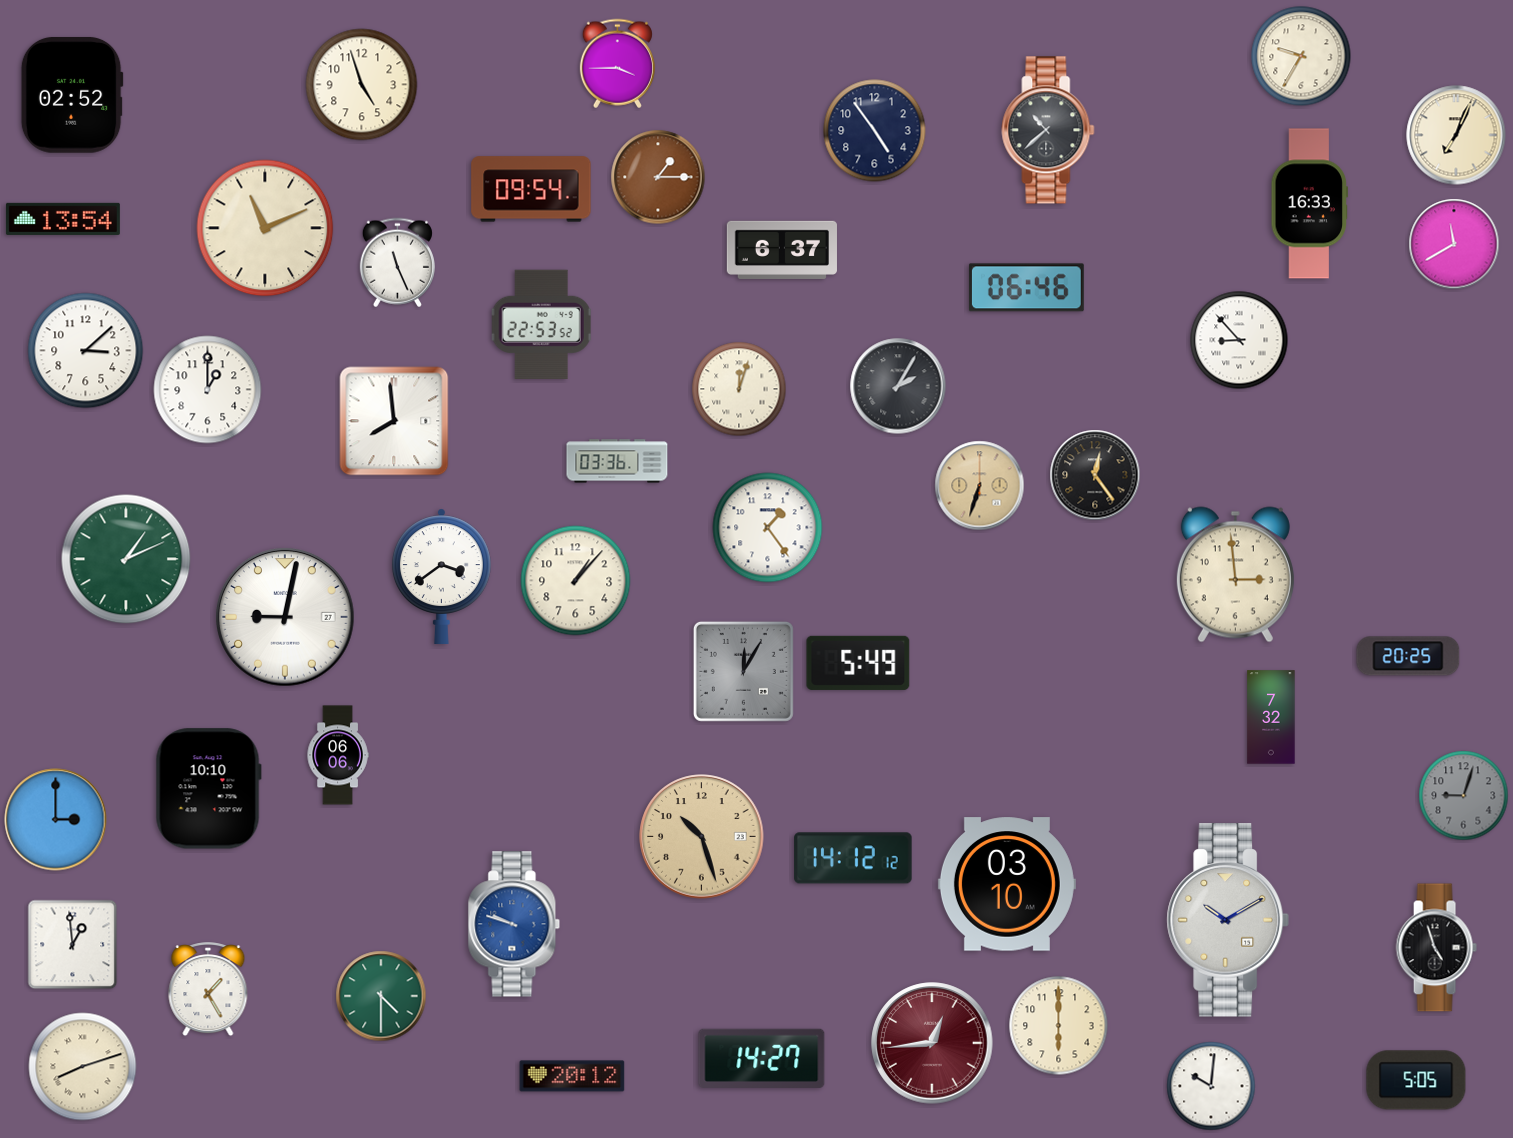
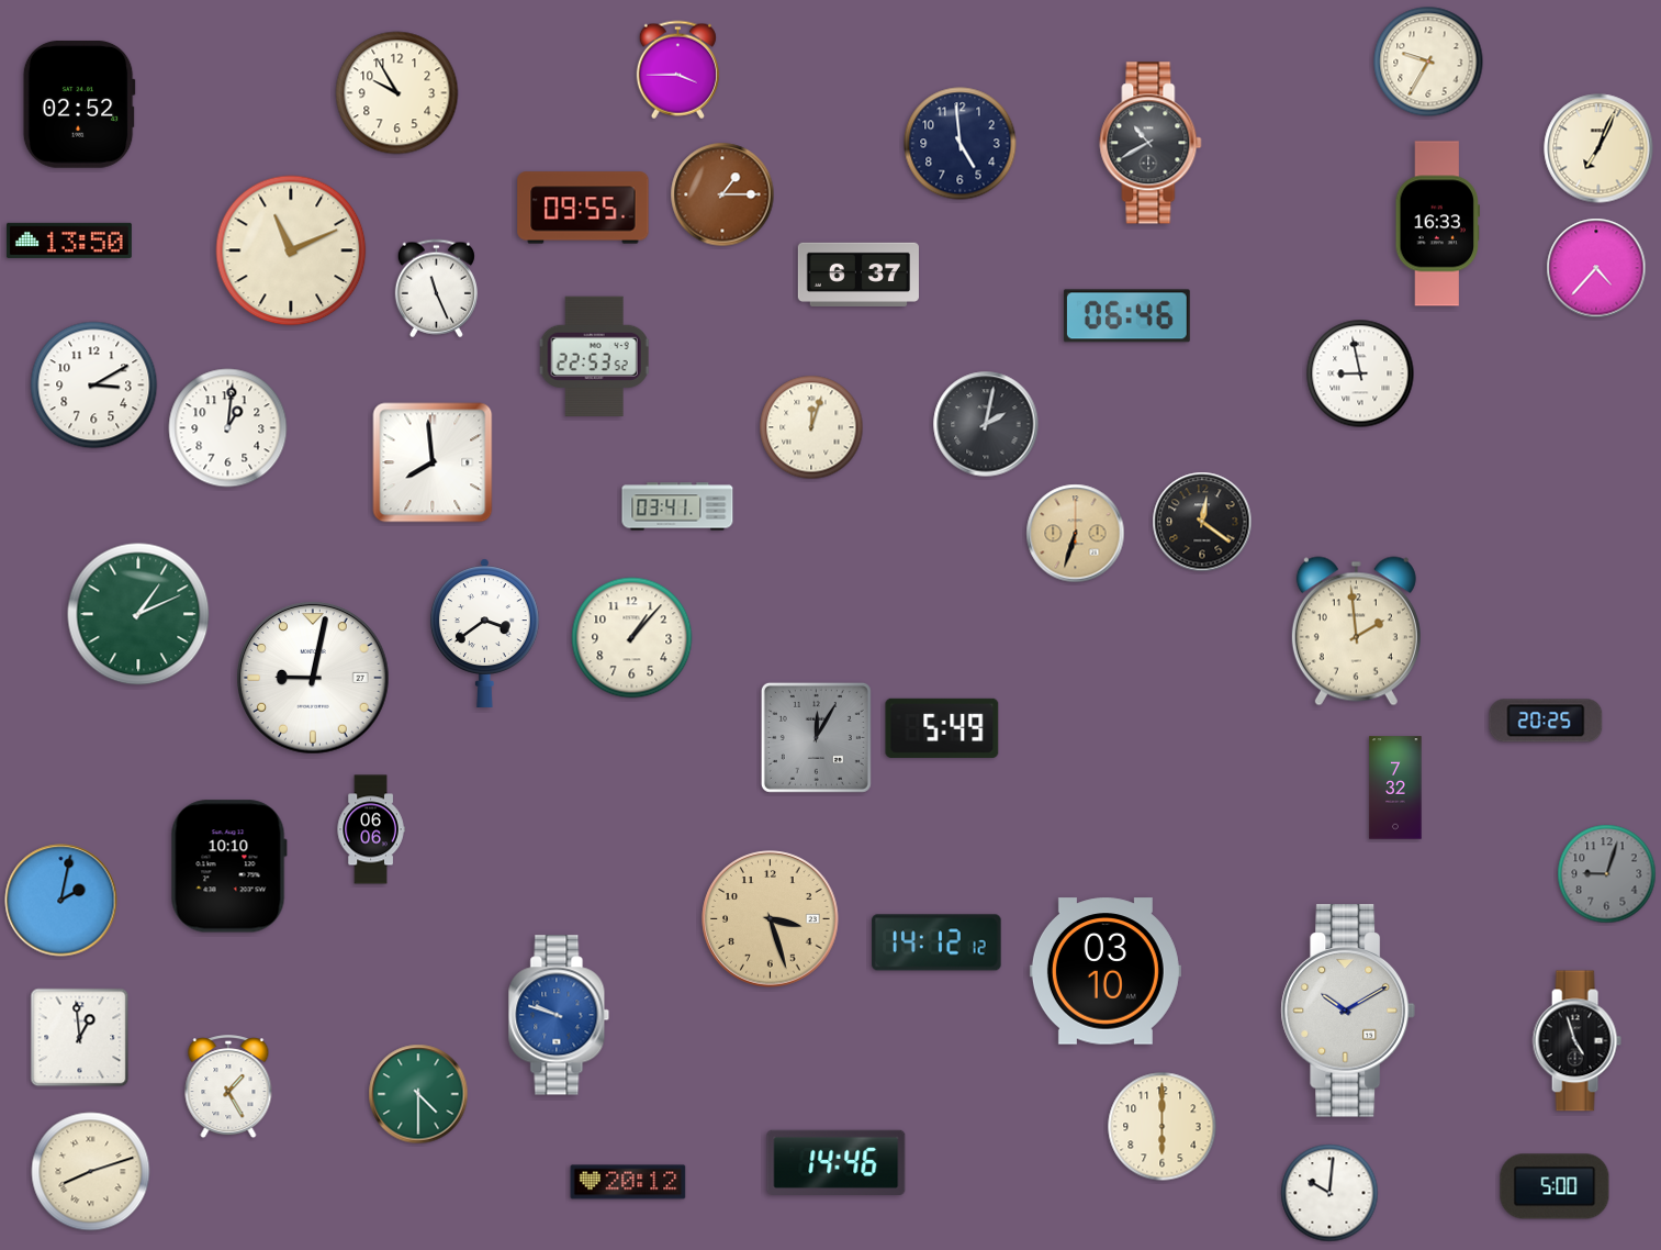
clock at (362, 85): 4:57 -> 9:55
clock at (1048, 130): 10:38 -> 10:40
clock at (875, 131): 4:54 -> 4:59
clock at (531, 189): 09:54 -> 09:55
clock at (63, 219): 13:54 -> 13:50
clock at (1454, 244): 11:40 -> 4:37
clock at (1239, 340): 8:53 -> 8:58
clock at (86, 351): 3:08 -> 3:10
clock at (898, 386): 2:05 -> 2:02
clock at (208, 390): 1:00 -> 1:01
clock at (617, 461): 03:36 -> 03:41
clock at (1095, 475): 12:24 -> 12:21
clock at (768, 528): 1:24 -> none
clock at (1235, 575): 2:59 -> 1:59
clock at (56, 820): 3:00 -> 2:02
clock at (702, 837): 10:27 -> 3:27
clock at (514, 924) position: (514, 924) -> (559, 1015)
clock at (932, 1043): 12:44 -> none
clock at (762, 1058): 14:27 -> 14:46
clock at (1416, 1080): 5:05 -> 5:00
